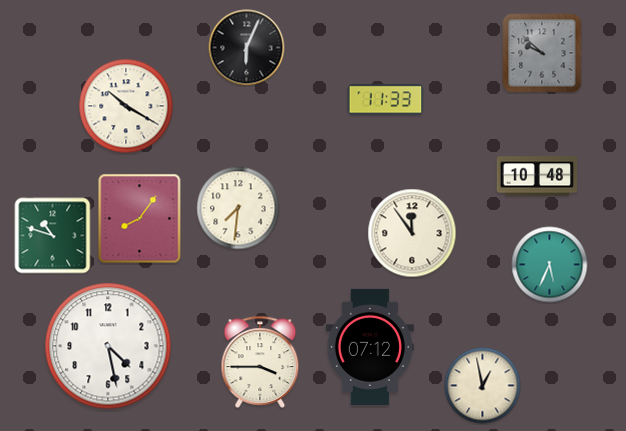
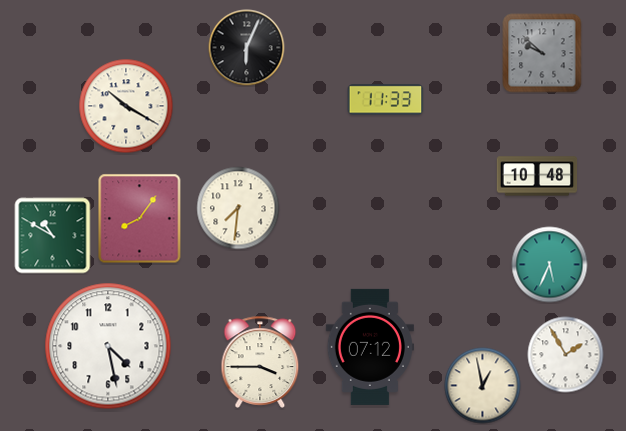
clock at (412, 233): 11:54 -> none
clock at (53, 236): 10:48 -> 10:50
clock at (566, 355): none -> 1:55
